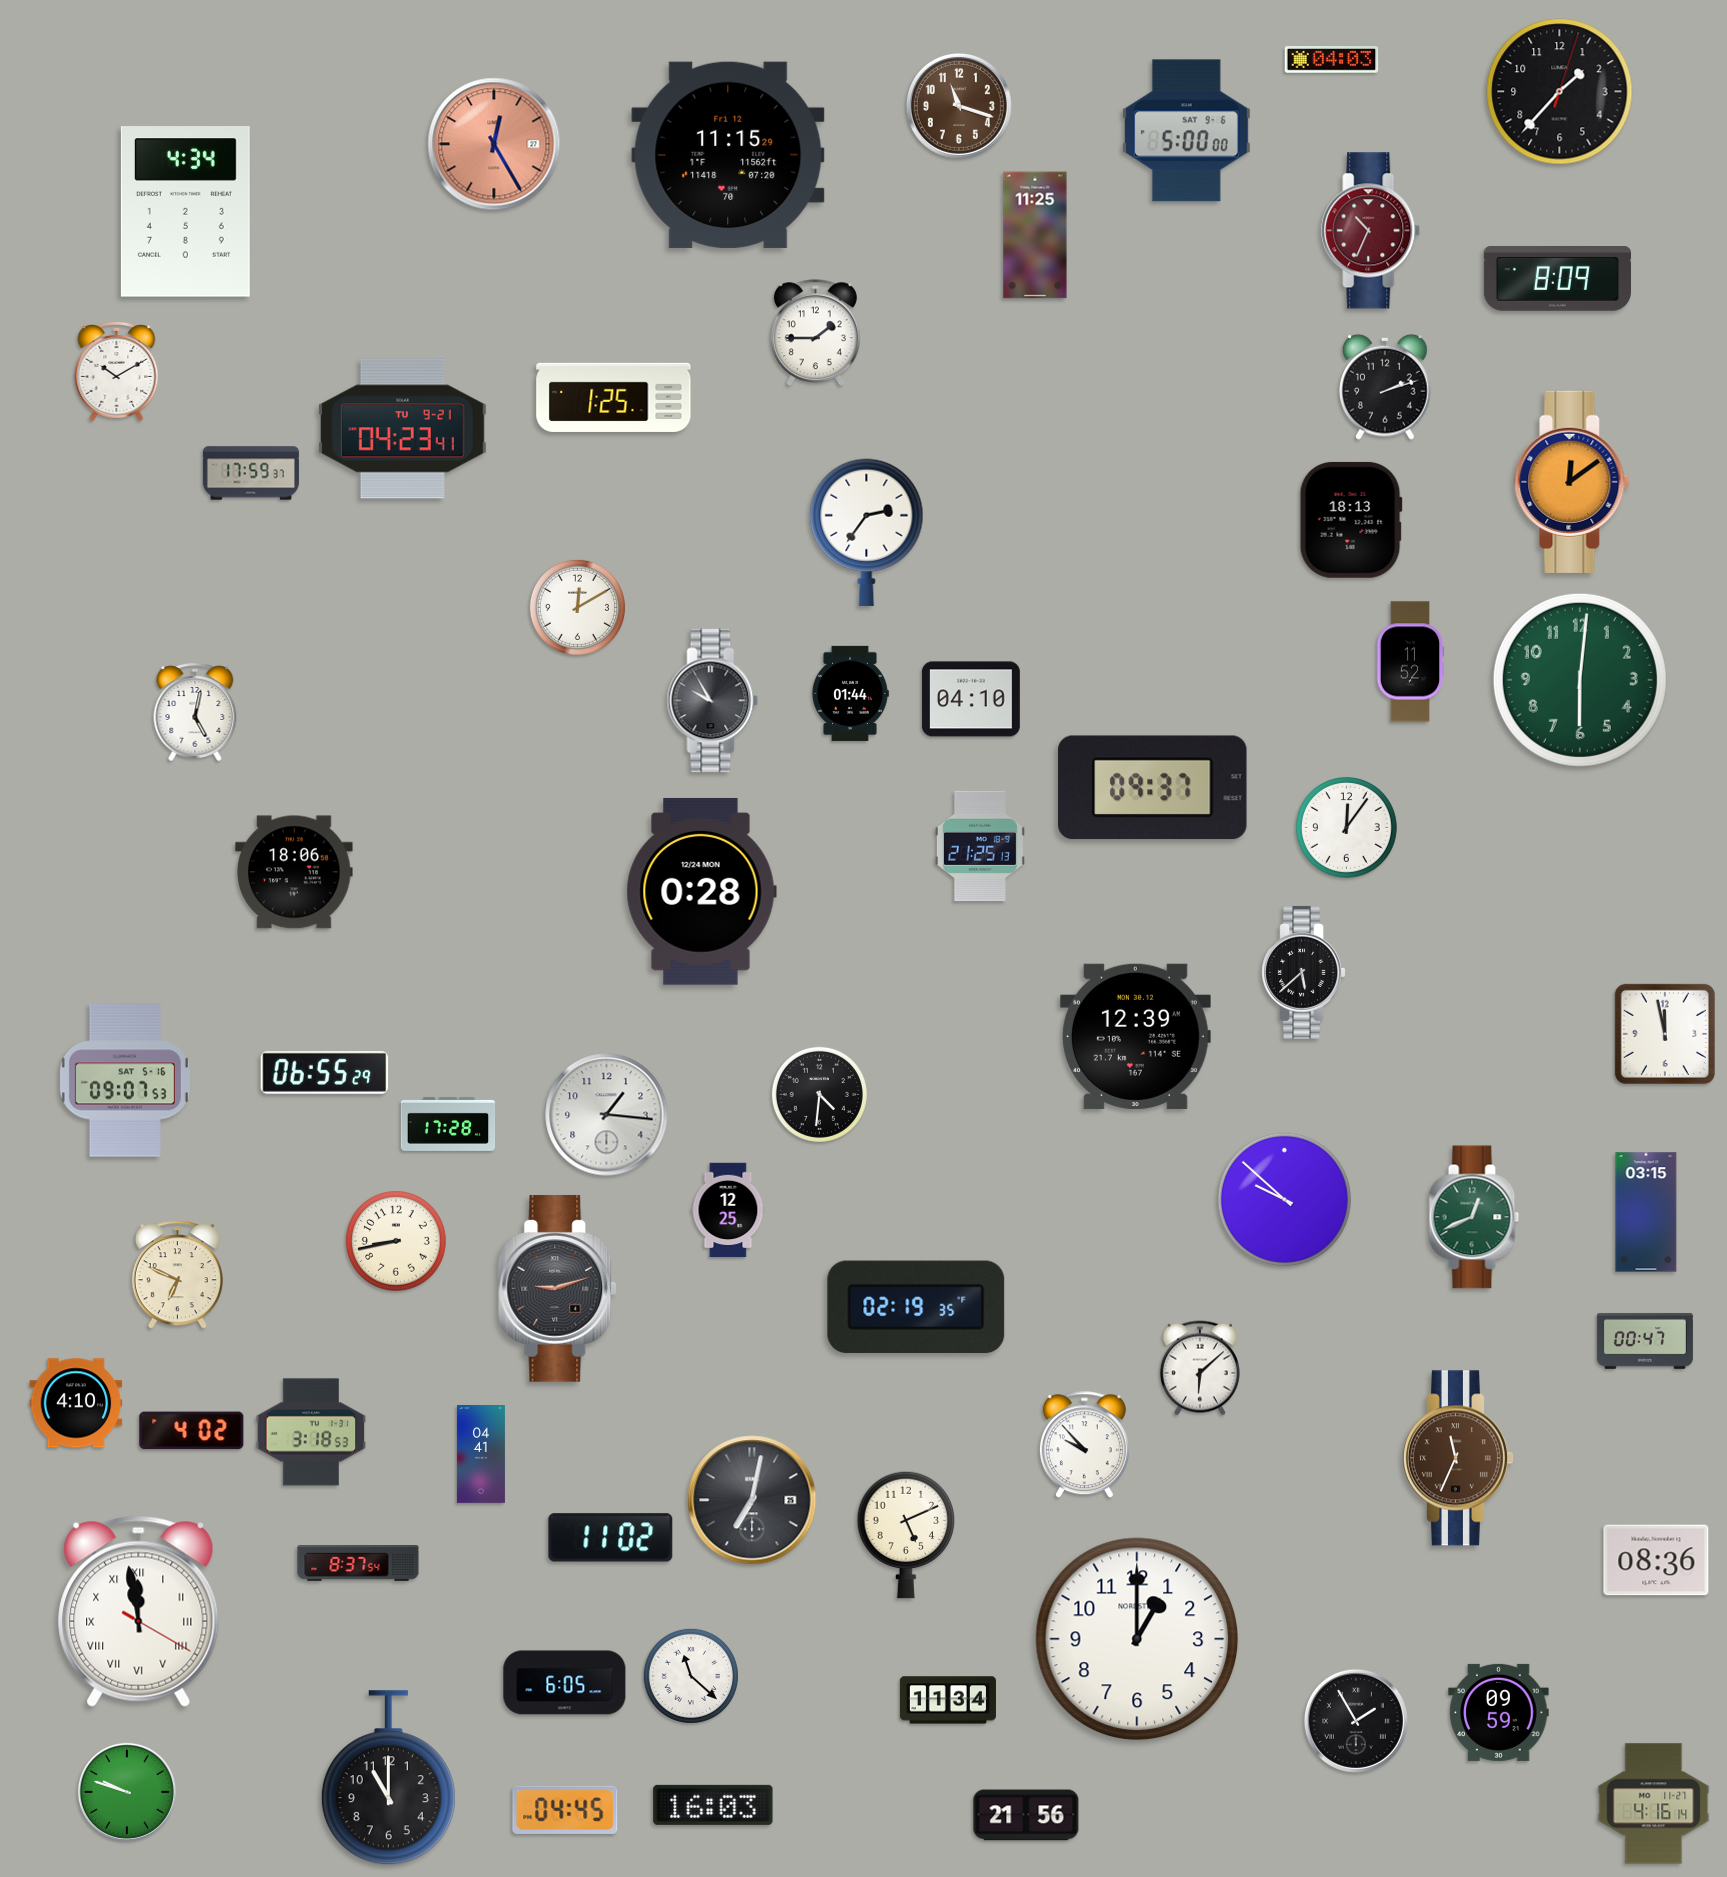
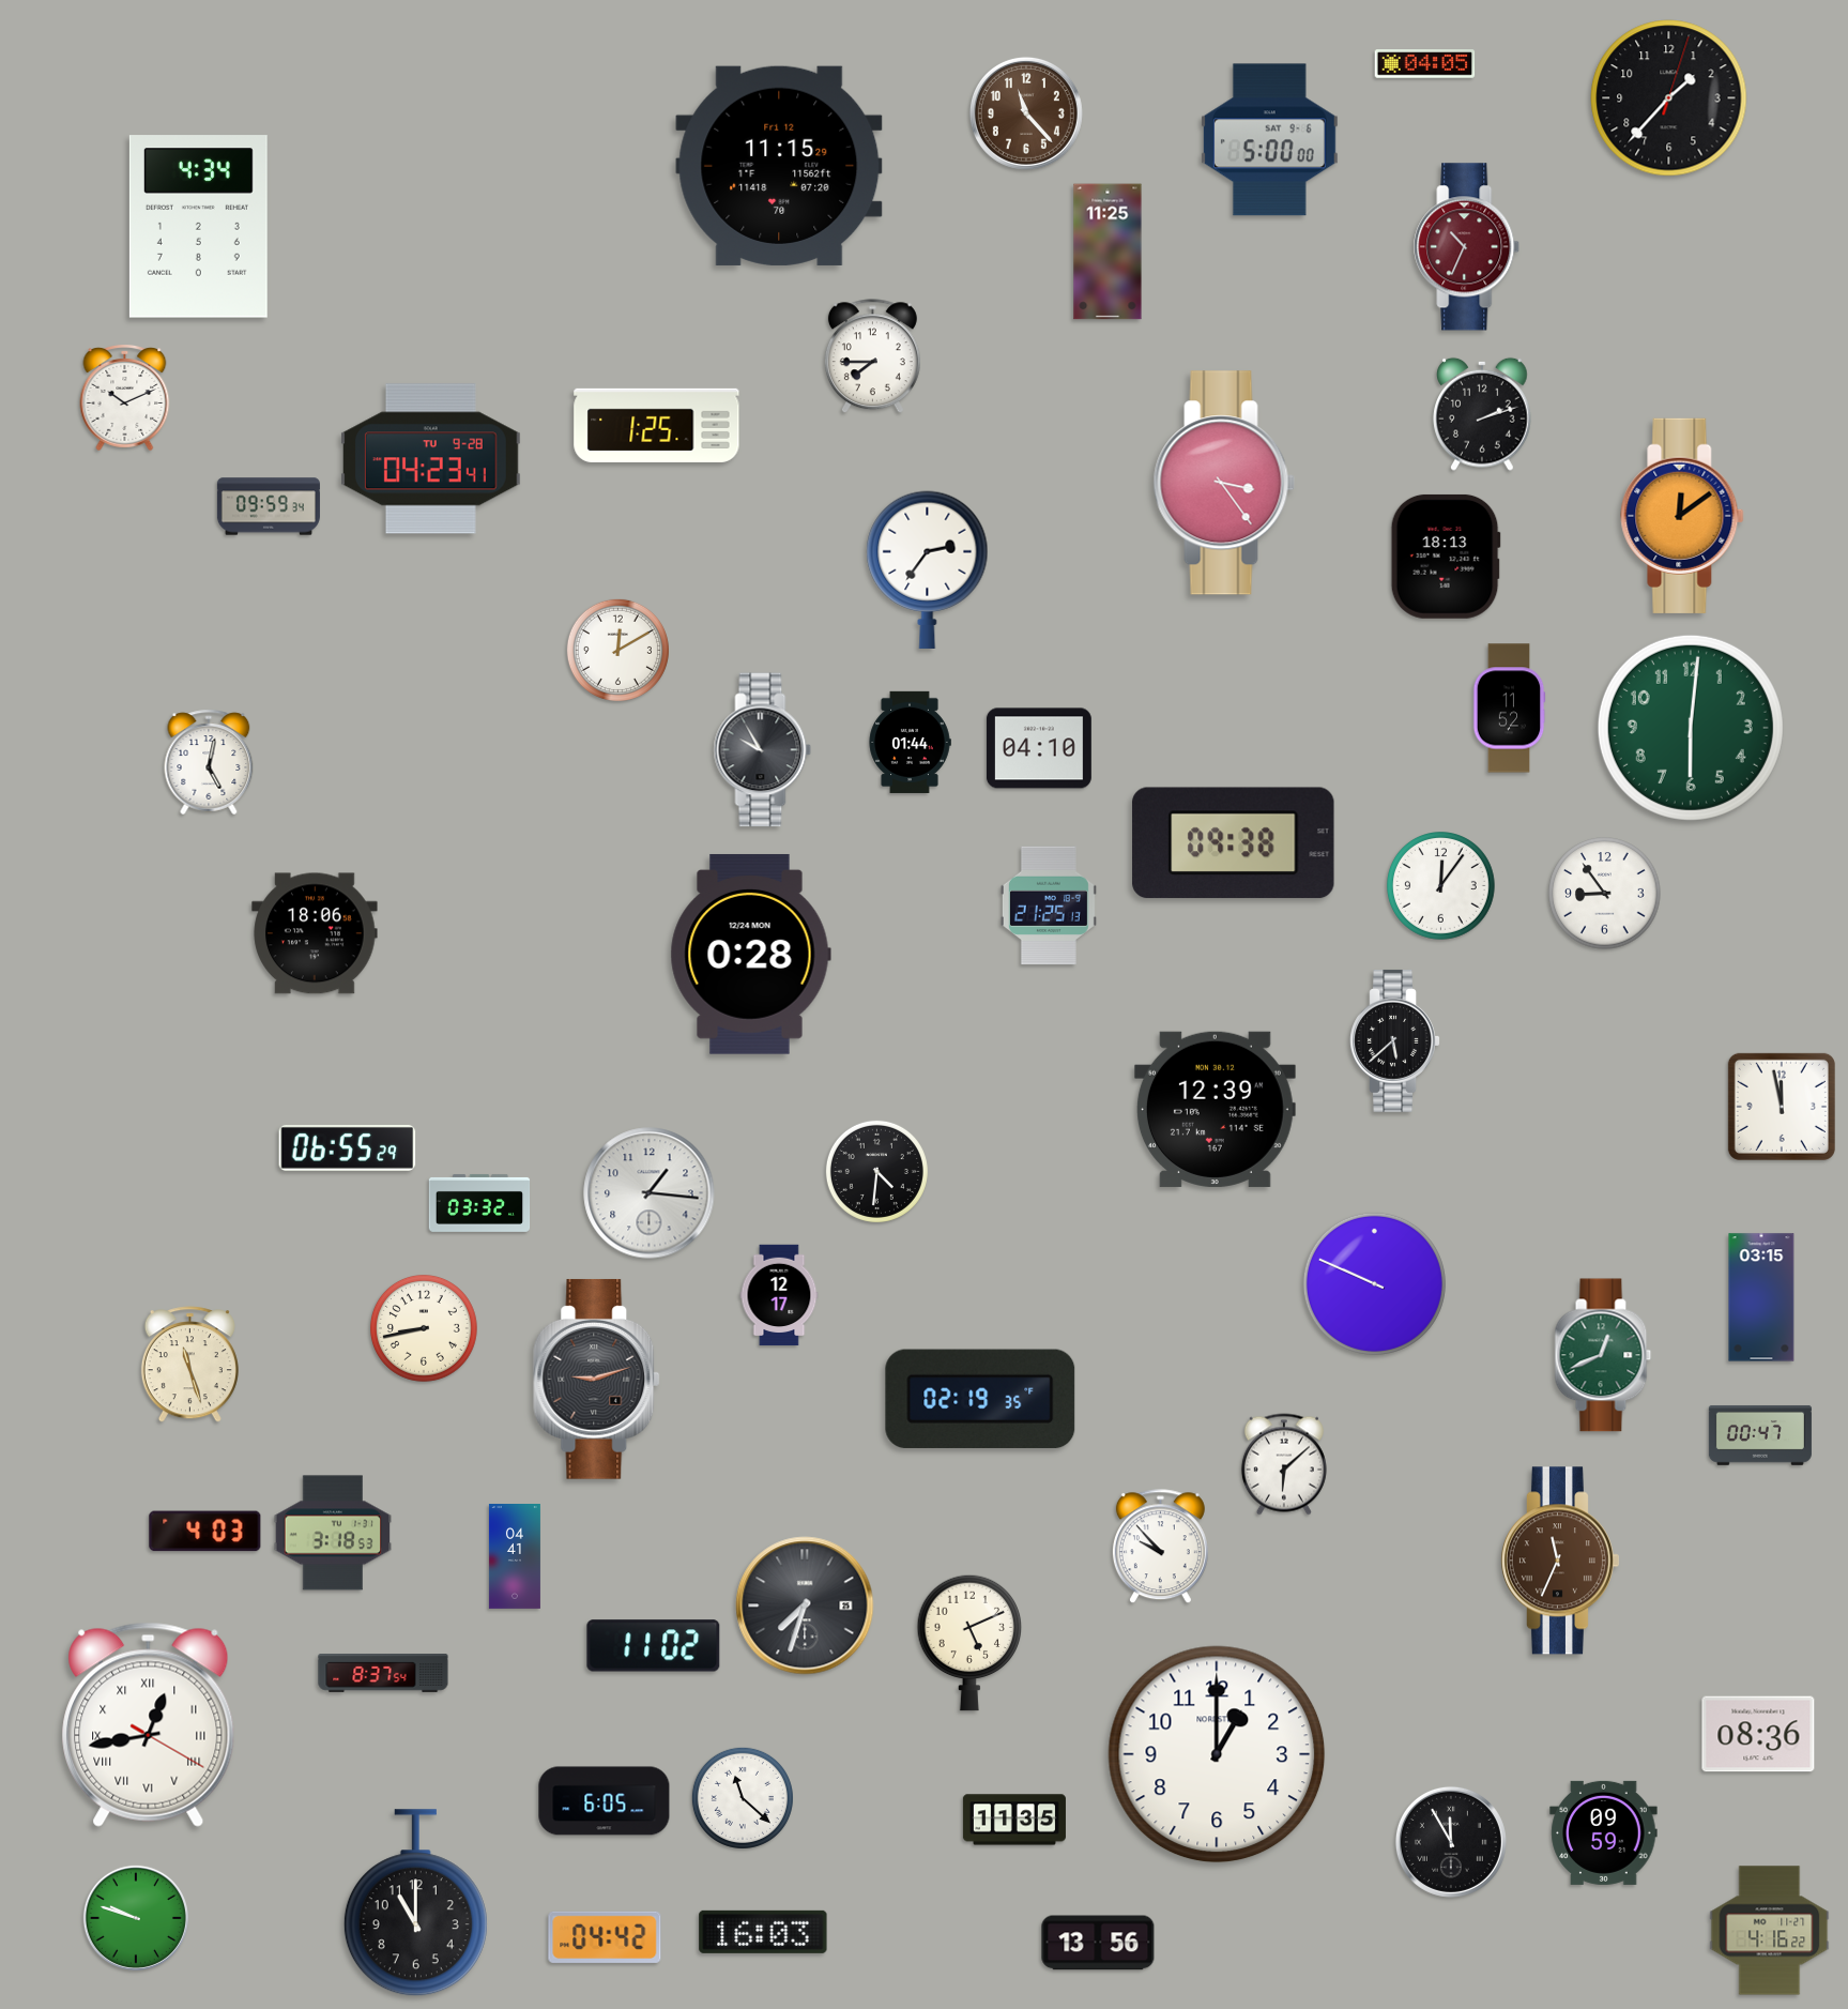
clock at (1332, 60): 04:03 -> 04:05
clock at (959, 106): 11:18 -> 11:23
clock at (494, 144): 12:25 -> none
clock at (1557, 279): 8:09 -> none
clock at (815, 333): 1:45 -> 7:45
clock at (117, 371): 10:10 -> 10:11
clock at (402, 429) date: TU 9-21 -> TU 9-28
clock at (1224, 483): none -> 3:24
clock at (251, 473): 17:59 -> 09:59
clock at (1153, 788): 09:37 -> 09:38
clock at (1605, 894): none -> 8:54
clock at (125, 1080): 09:07 -> none
clock at (448, 1124): 17:28 -> 03:32
clock at (1284, 1199): 9:52 -> 9:49
clock at (728, 1210): 12:25 -> 12:17
clock at (1474, 1217) position: (1474, 1217) -> (1603, 1355)
clock at (177, 1275): 6:49 -> 11:27
clock at (76, 1403): 4:10 -> none
clock at (192, 1431): 4:02 -> 4:03
clock at (752, 1500): 7:02 -> 7:33
clock at (1656, 1560) position: (1656, 1560) -> (1758, 1734)
clock at (139, 1611): 11:58 -> 12:43
clock at (691, 1676) position: (691, 1676) -> (743, 1798)
clock at (948, 1700): 11:34 -> 11:35
clock at (1356, 1721): 1:55 -> 11:55
clock at (1654, 1804): 4:16:14 -> 4:16:22
clock at (565, 1810): 04:45 -> 04:42
clock at (1026, 1815): 21:56 -> 13:56
